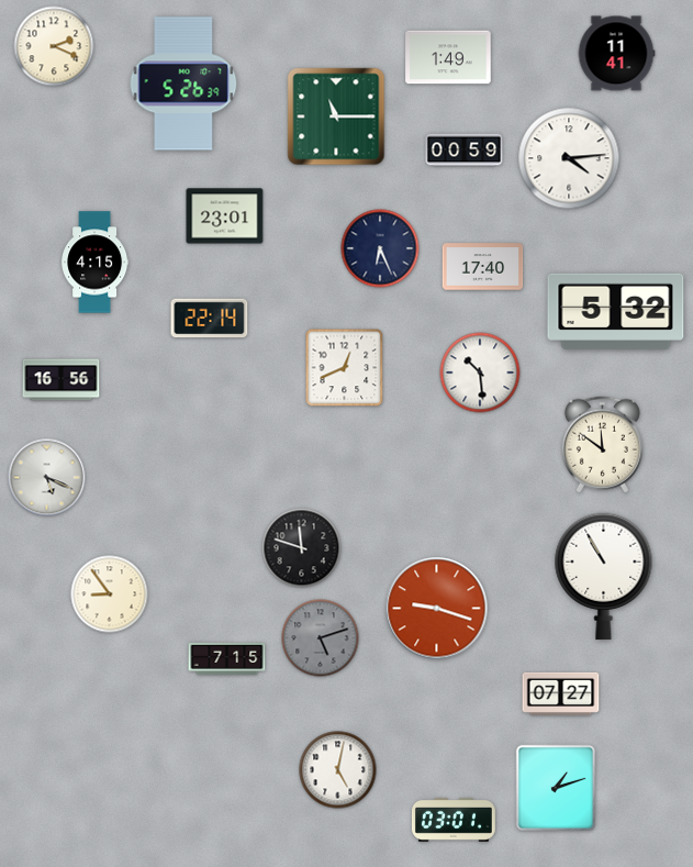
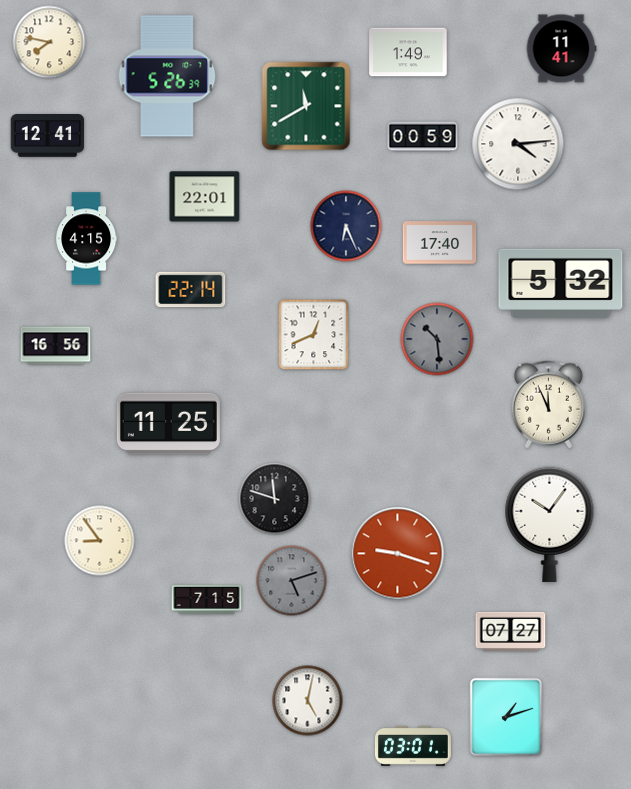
clock at (54, 46): 2:19 -> 7:47
clock at (336, 116): 11:15 -> 11:40
clock at (48, 136): none -> 12:41
clock at (225, 216): 23:01 -> 22:01
clock at (480, 373) dial: white -> grey
clock at (602, 445): 11:51 -> 11:56
clock at (168, 424): none -> 11:25
clock at (47, 478): 5:19 -> none
clock at (604, 576): 10:55 -> 10:06
